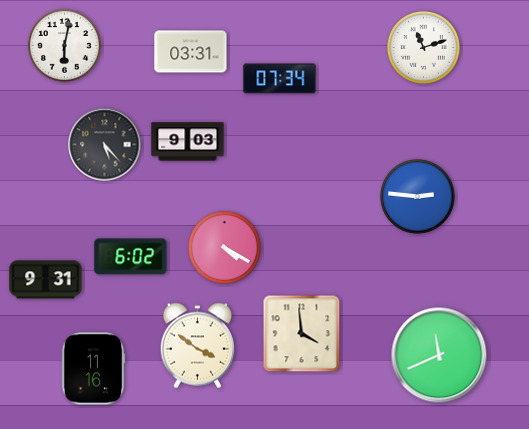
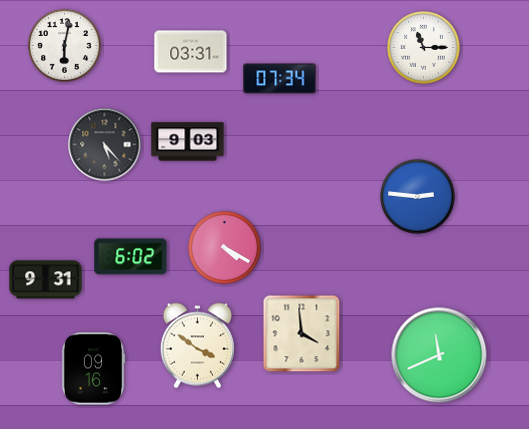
clock at (424, 48): 11:12 -> 11:15
clock at (93, 369): 11:16 -> 09:16
